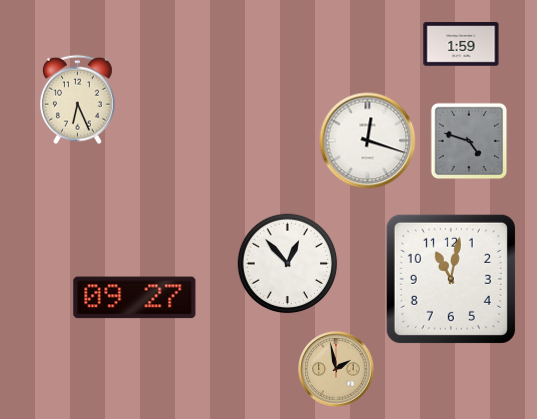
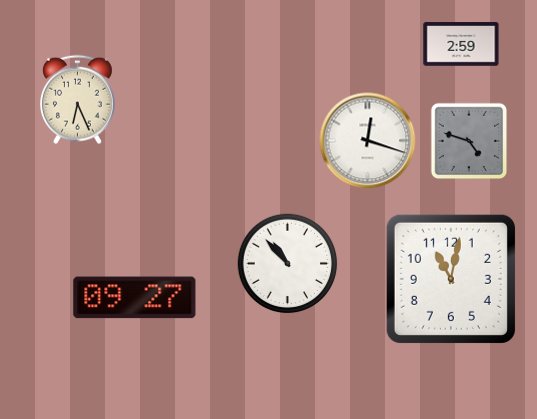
clock at (461, 44): 1:59 -> 2:59
clock at (288, 264): 12:53 -> 10:53
clock at (336, 369): 1:58 -> none
